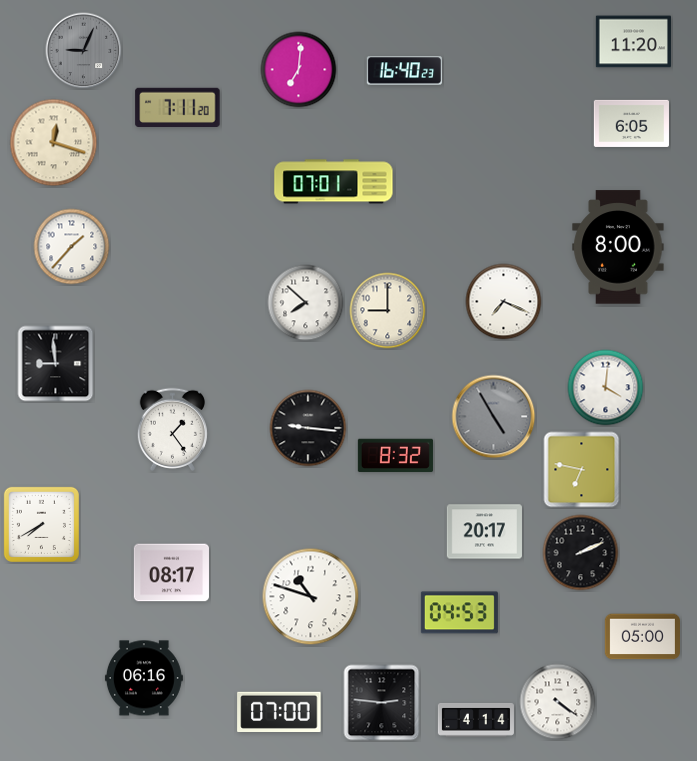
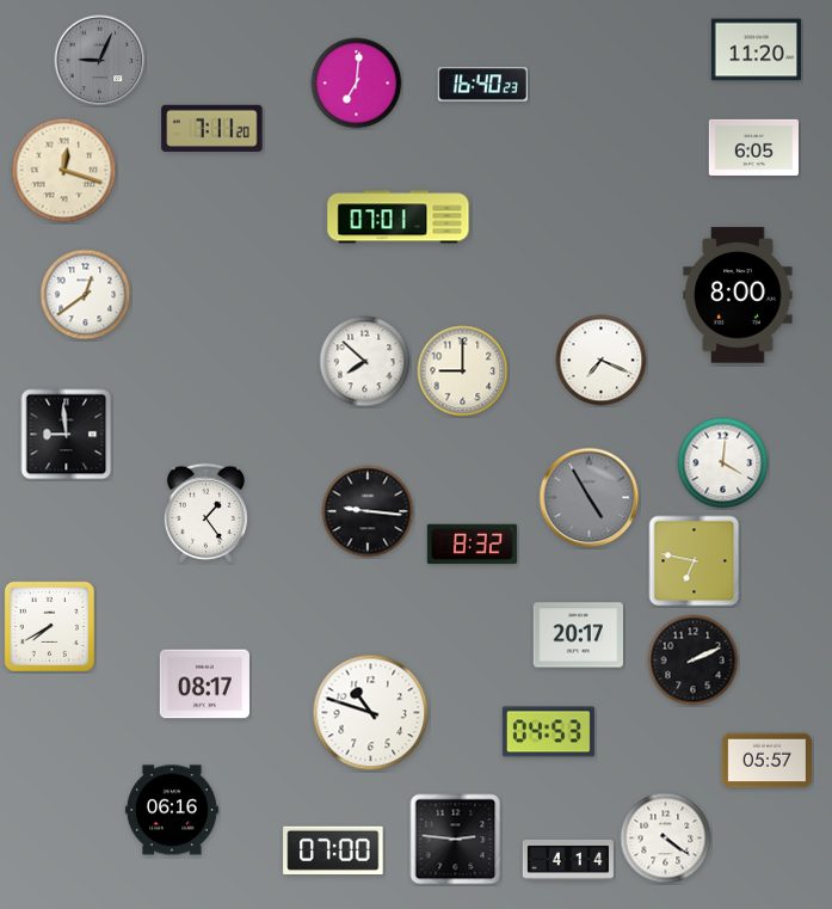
clock at (72, 247): 1:37 -> 12:39
clock at (642, 637): 05:00 -> 05:57
